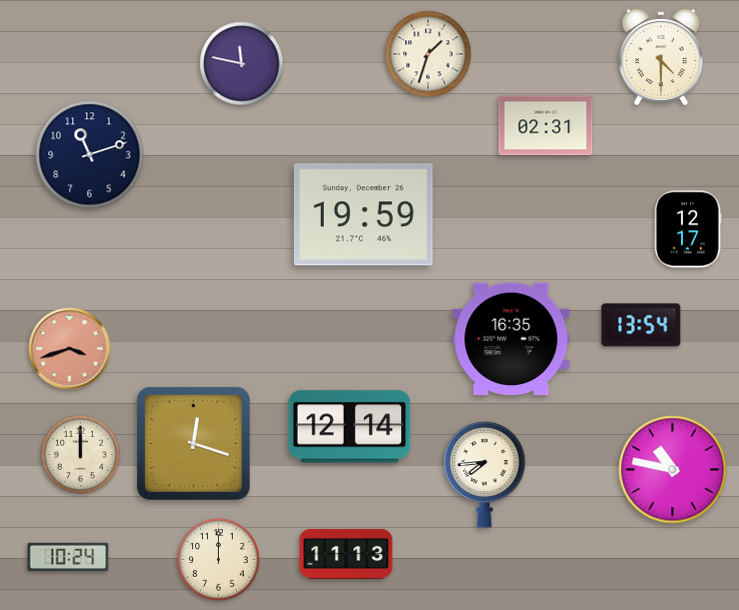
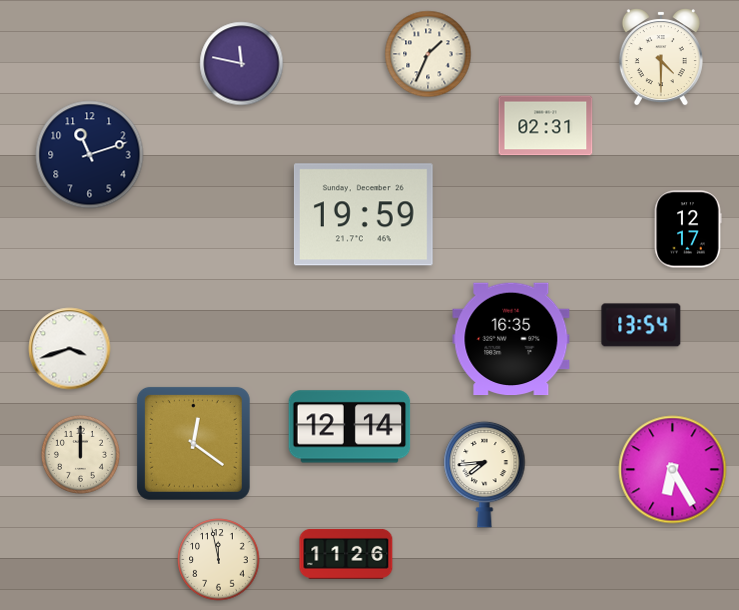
clock at (428, 54): 1:33 -> 1:34
clock at (70, 349) dial: salmon -> white
clock at (193, 443): 12:18 -> 12:21
clock at (673, 470): 10:47 -> 6:25
clock at (346, 554): 11:13 -> 11:26
clock at (68, 557): 10:24 -> none
clock at (219, 560): 12:00 -> 11:58
